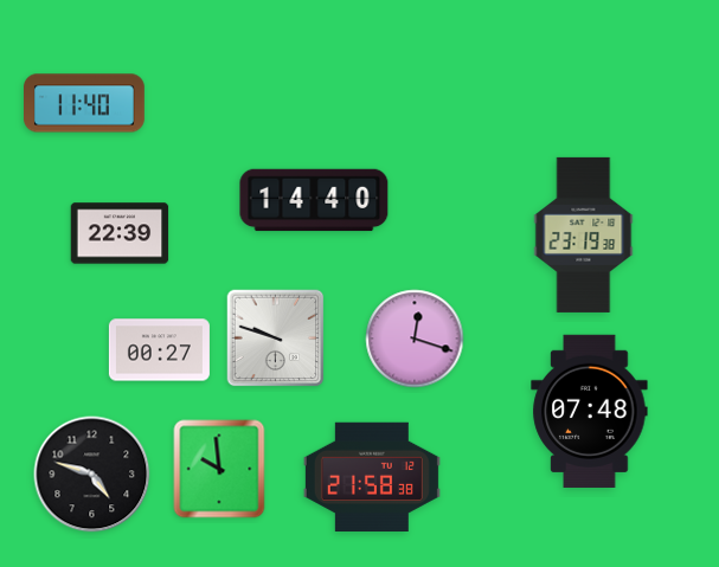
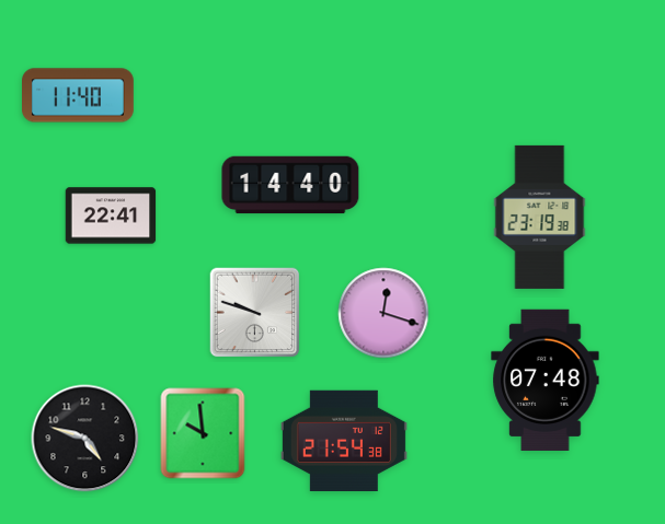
clock at (120, 233): 22:39 -> 22:41
clock at (159, 350): 00:27 -> none
clock at (372, 476): 21:58 -> 21:54
